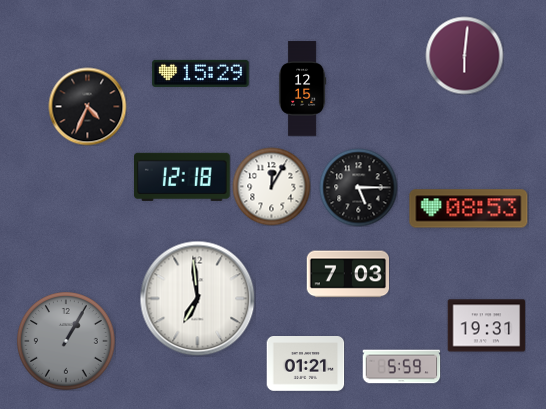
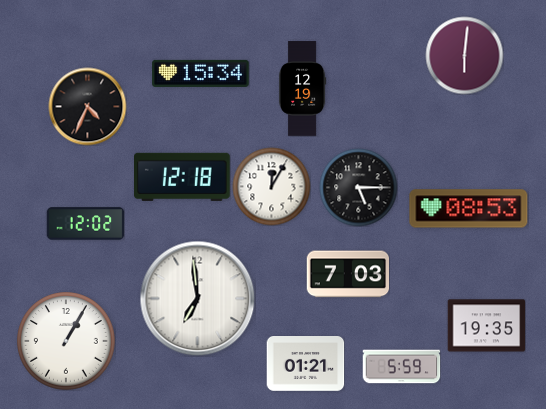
clock at (201, 73): 15:29 -> 15:34
clock at (302, 89): 12:15 -> 12:19
clock at (85, 224): none -> 12:02
clock at (486, 326): 19:31 -> 19:35
clock at (67, 342) dial: grey -> white
